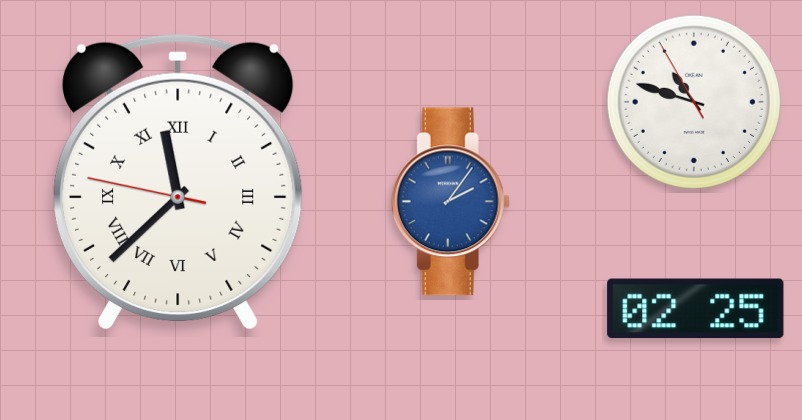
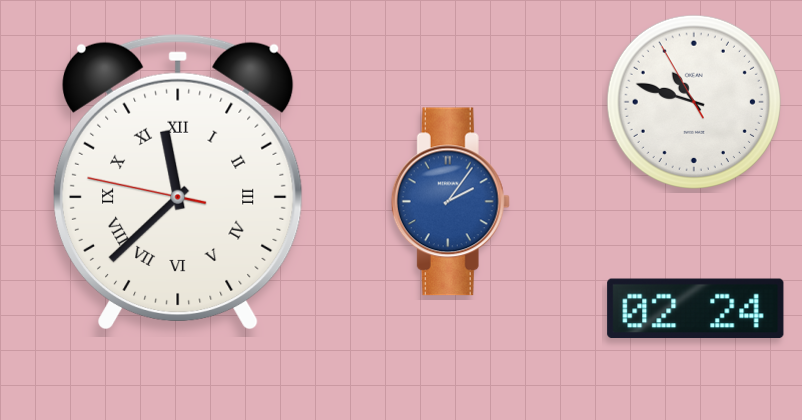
clock at (696, 309): 02:25 -> 02:24
